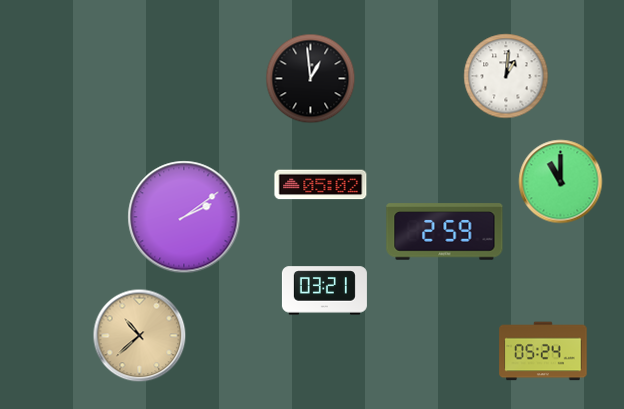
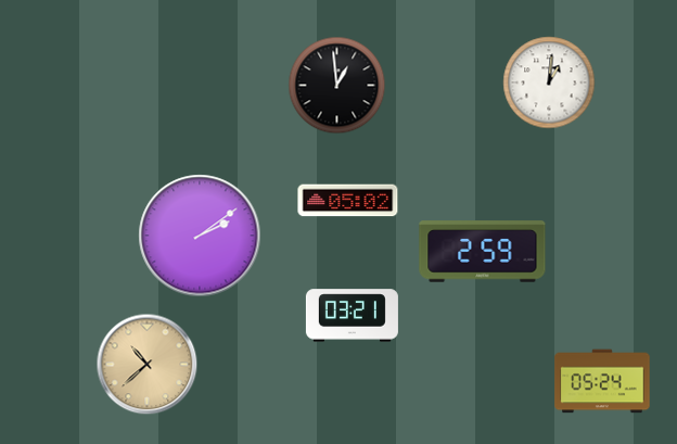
clock at (561, 182): 11:00 -> none
clock at (140, 336) position: (140, 336) -> (148, 365)
clock at (543, 351) position: (543, 351) -> (602, 381)
